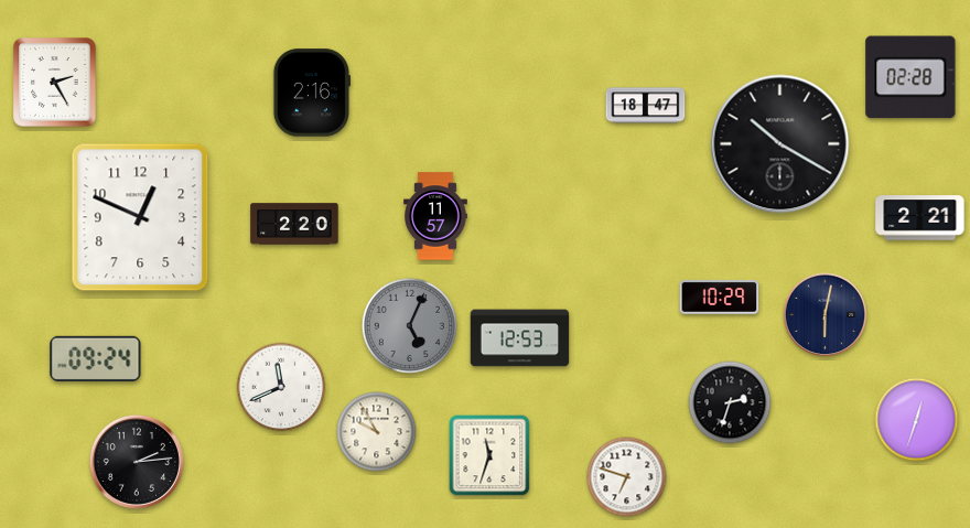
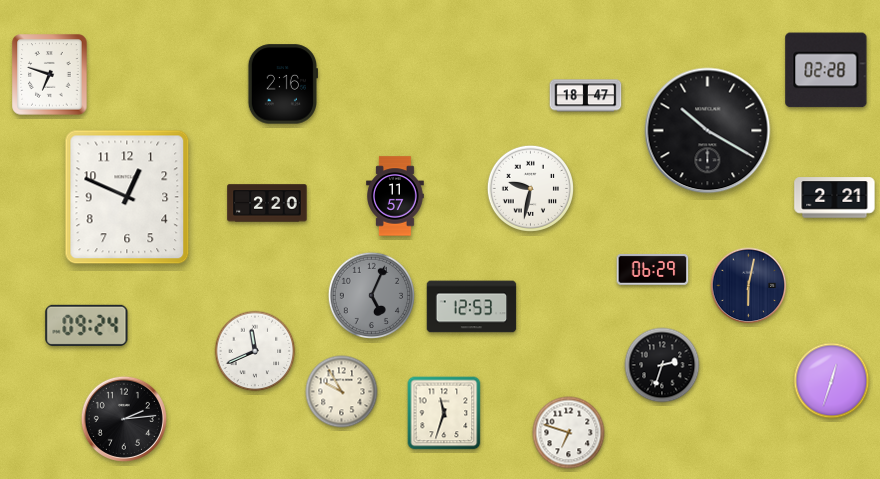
clock at (55, 83): 2:25 -> 6:48
clock at (530, 188): none -> 9:32
clock at (720, 298): 10:29 -> 06:29
